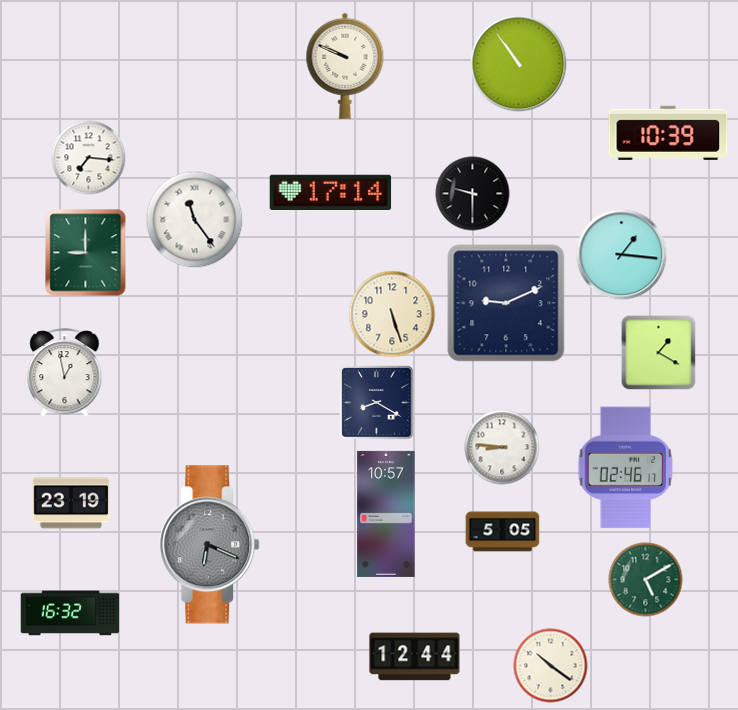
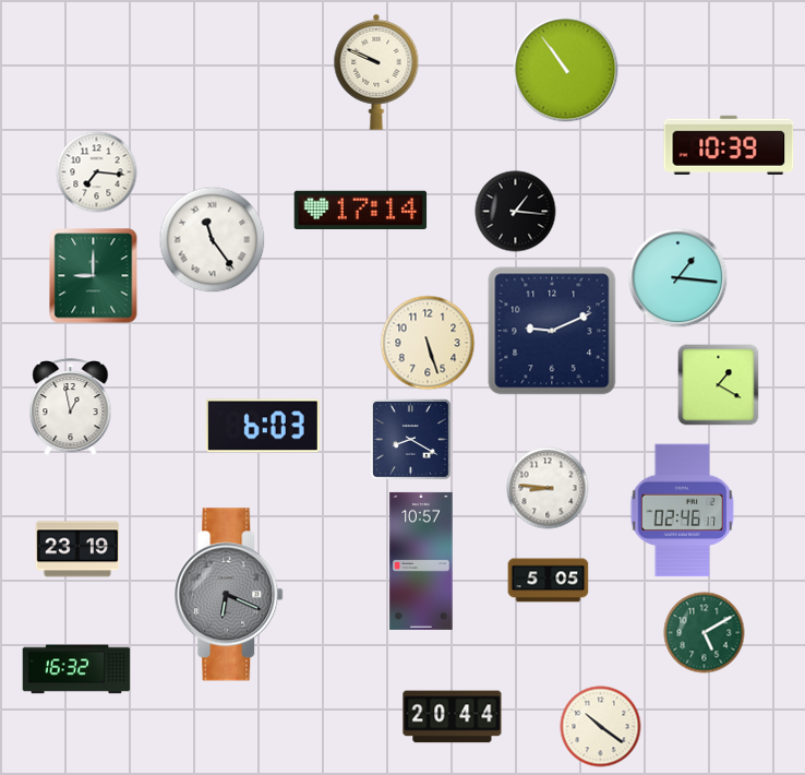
clock at (473, 194): 9:30 -> 1:16
clock at (263, 426): none -> 6:03
clock at (415, 657): 12:44 -> 20:44
